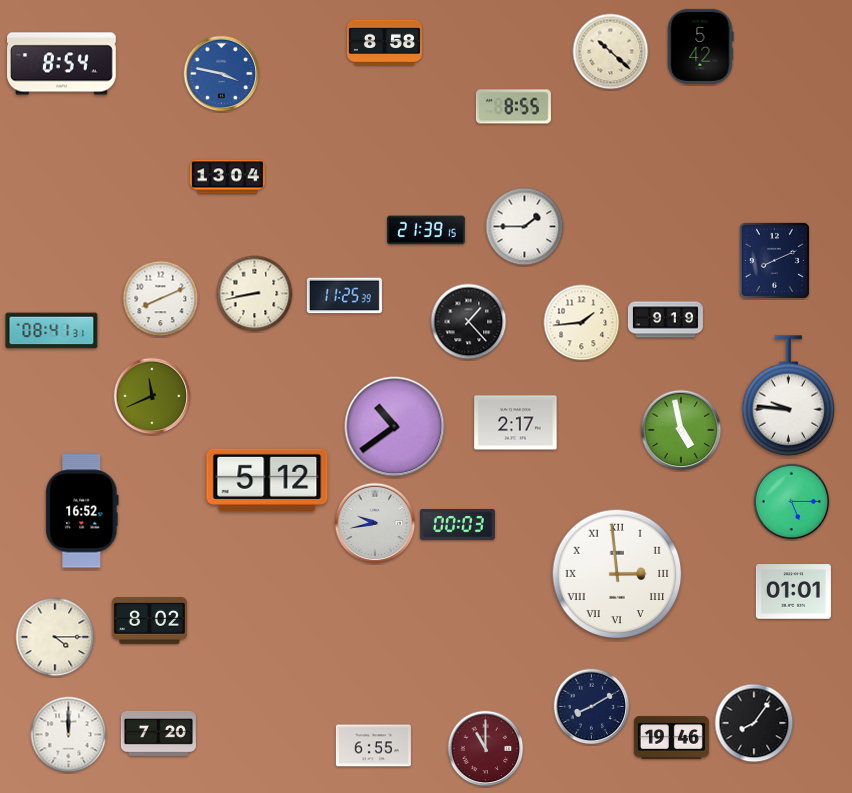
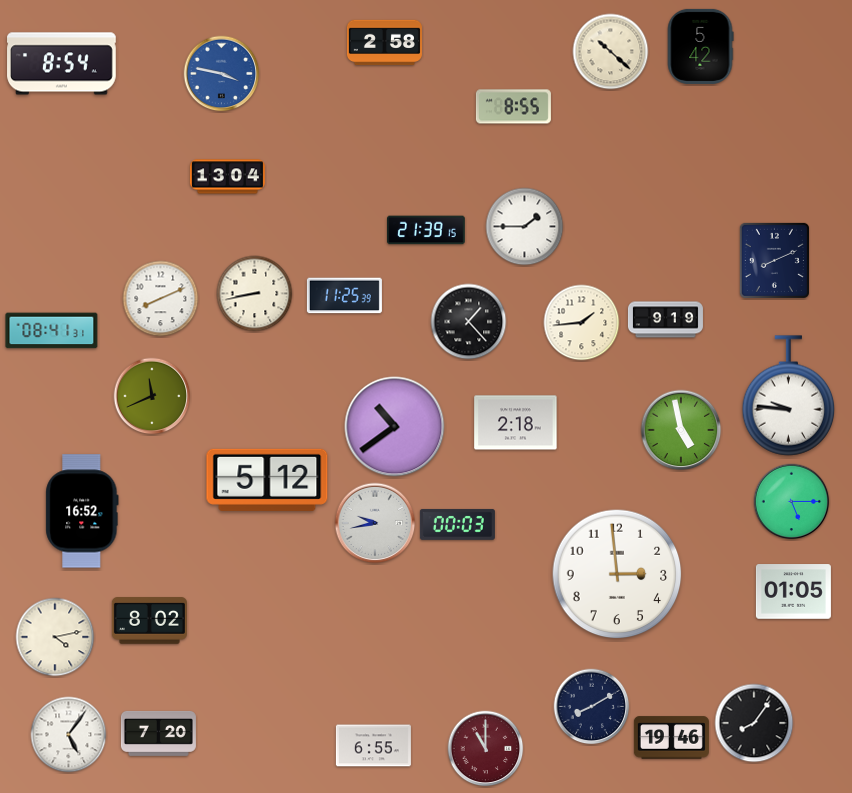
clock at (384, 43): 8:58 -> 2:58
clock at (516, 423): 2:17 -> 2:18
clock at (617, 574) numerals: Roman -> Arabic
clock at (793, 592): 01:01 -> 01:05
clock at (55, 637): 4:15 -> 4:13
clock at (69, 735): 12:00 -> 5:06
